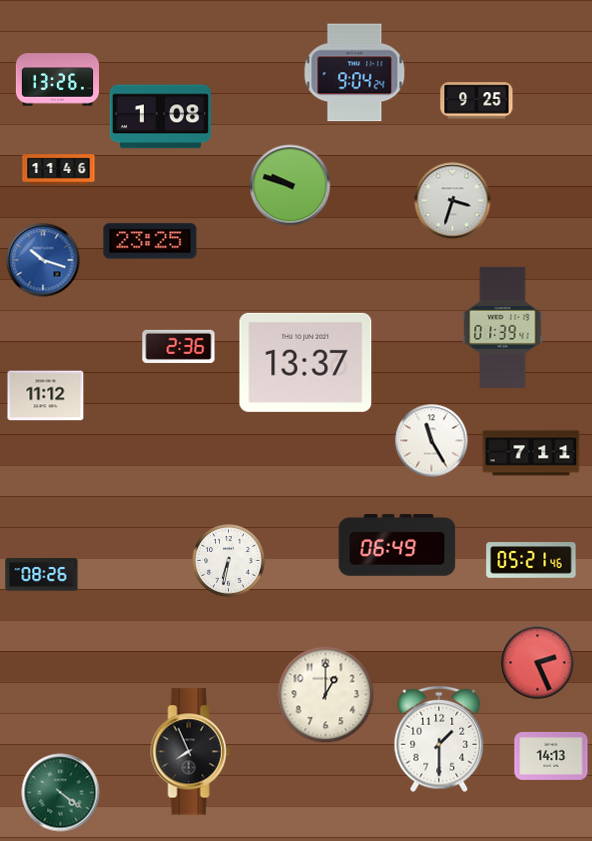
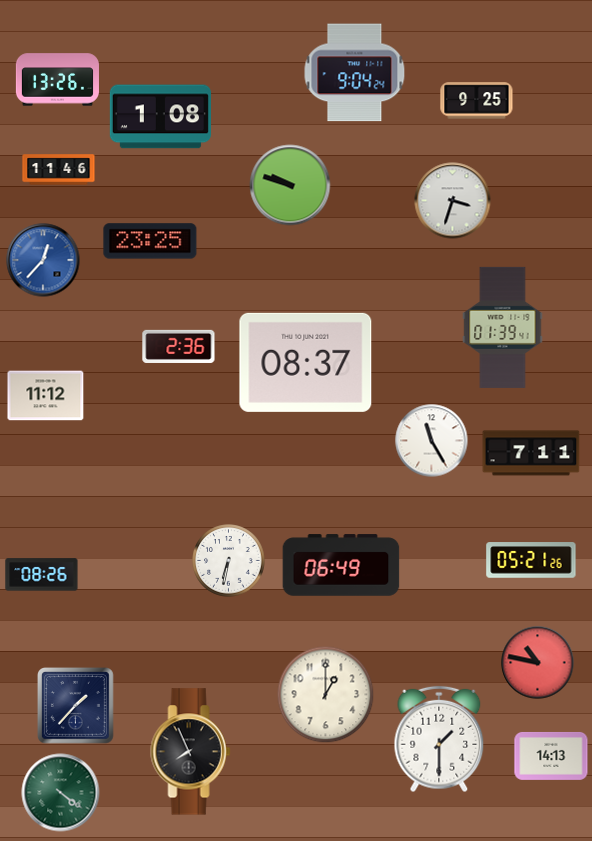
clock at (43, 260): 10:18 -> 12:37
clock at (306, 362): 13:37 -> 08:37
clock at (397, 545) position: (397, 545) -> (341, 565)
clock at (531, 560): 05:21:46 -> 05:21:26
clock at (538, 663): 2:26 -> 10:47
clock at (76, 706): none -> 1:37
